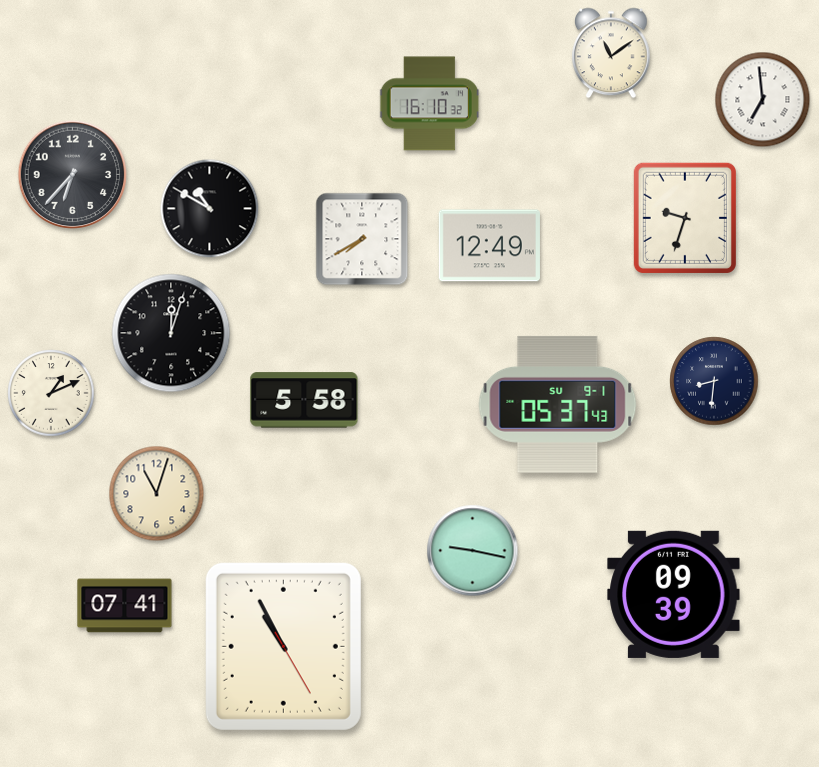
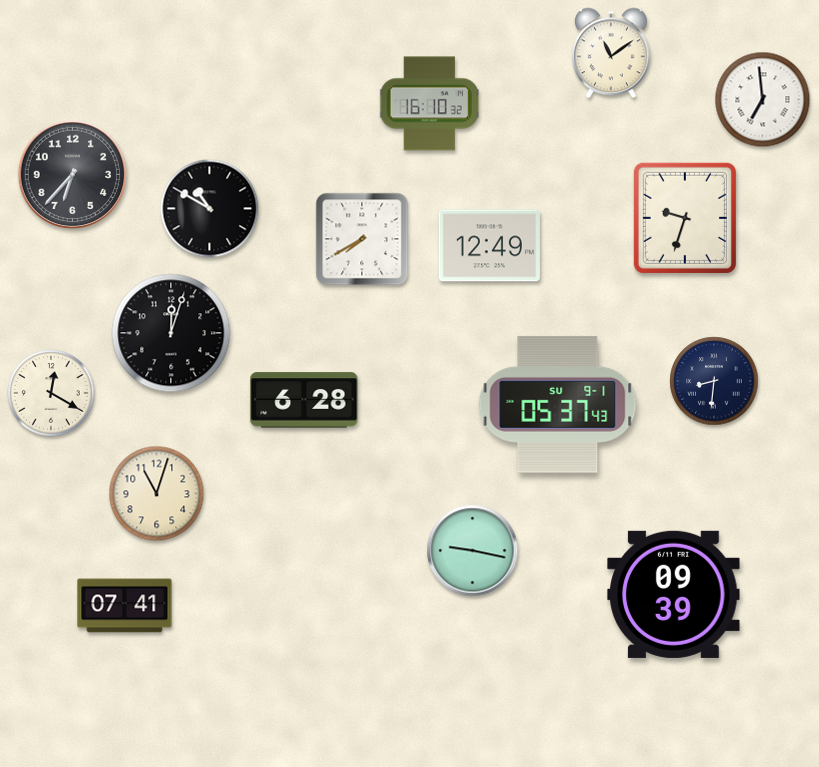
clock at (51, 393): 1:11 -> 12:20
clock at (304, 400): 5:58 -> 6:28
clock at (283, 646): 10:55 -> none
